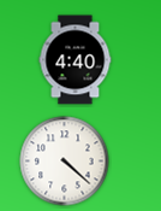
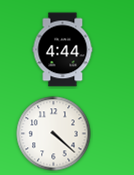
clock at (76, 60): 4:40 -> 4:44
